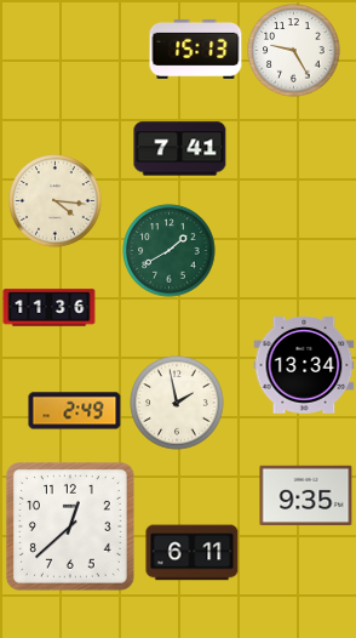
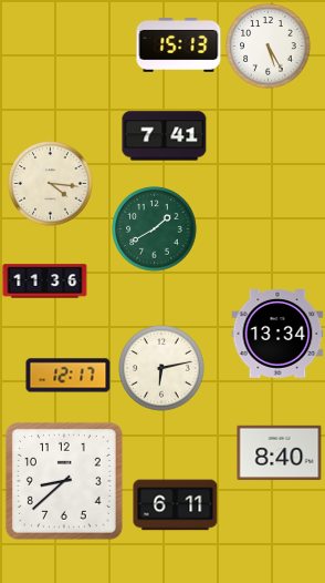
clock at (294, 51): 9:25 -> 5:25
clock at (177, 403): 1:58 -> 6:13
clock at (75, 411): 2:49 -> 12:17
clock at (306, 496): 9:35 -> 8:40
clock at (70, 526): 12:38 -> 8:38
